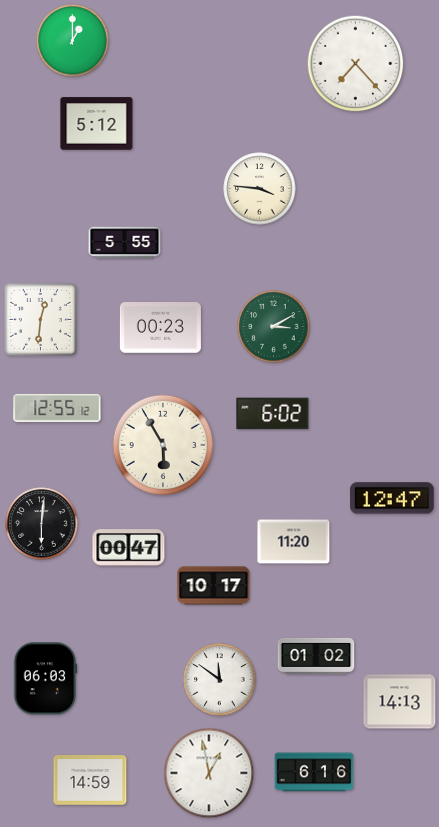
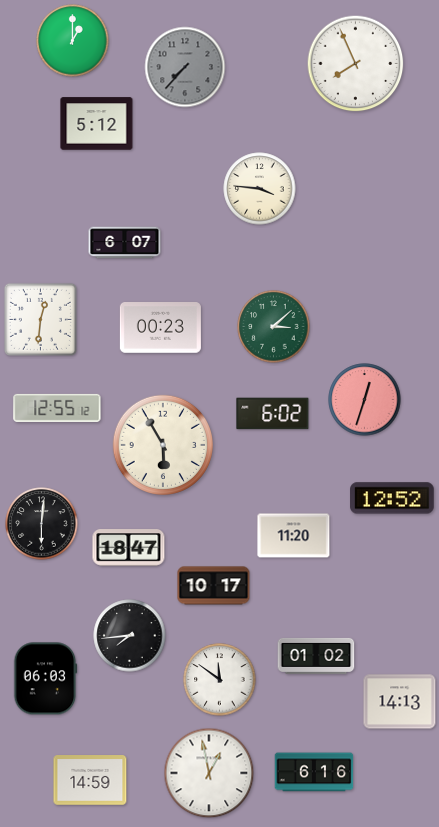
clock at (356, 64): 7:23 -> 7:56
clock at (185, 67): none -> 7:37
clock at (125, 243): 5:55 -> 6:07
clock at (274, 327): 3:10 -> 3:08
clock at (365, 400): none -> 12:33
clock at (392, 498): 12:47 -> 12:52
clock at (294, 542) position: (294, 542) -> (294, 536)
clock at (129, 548): 00:47 -> 18:47
clock at (130, 636): none -> 7:44
